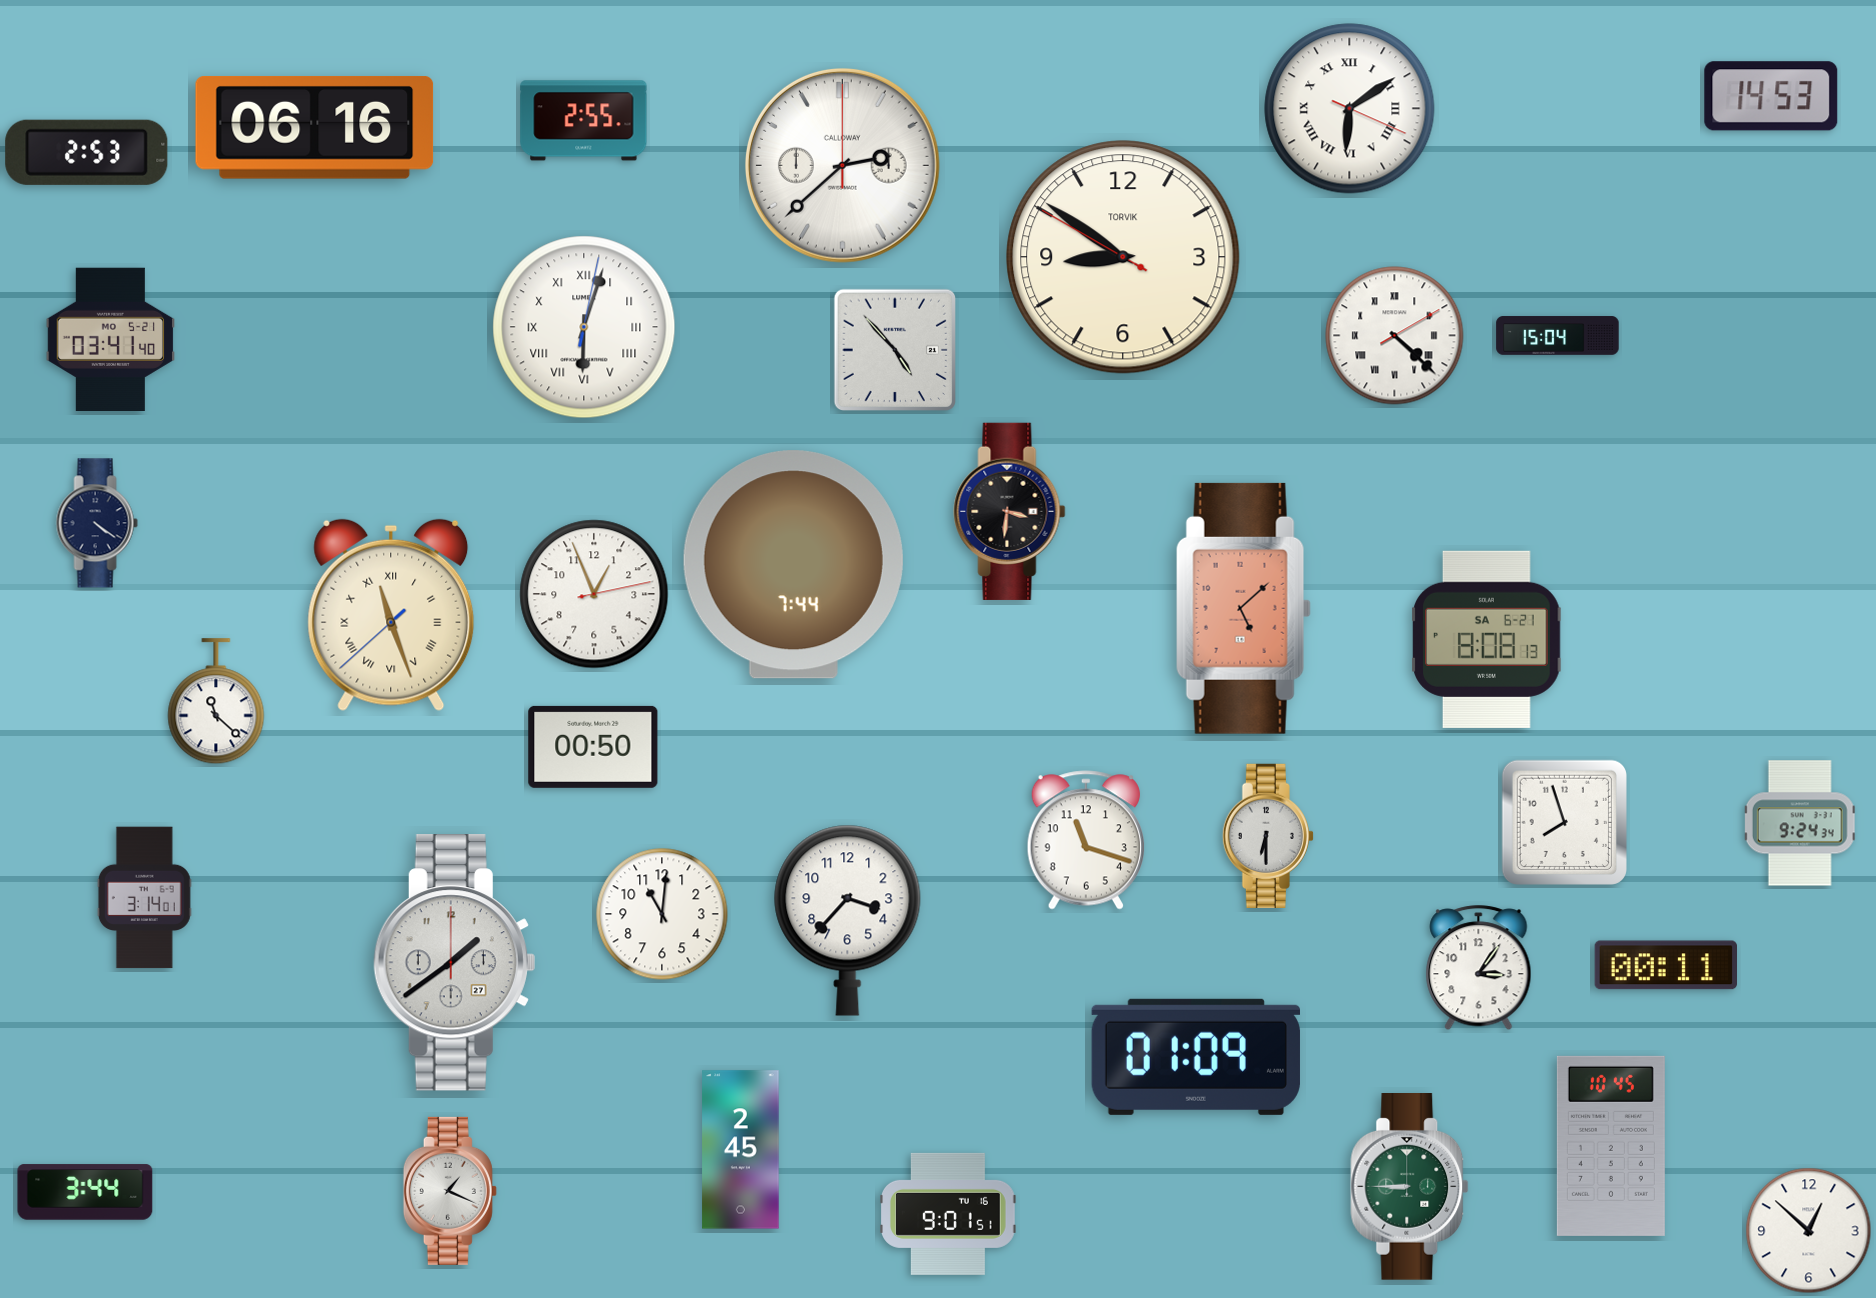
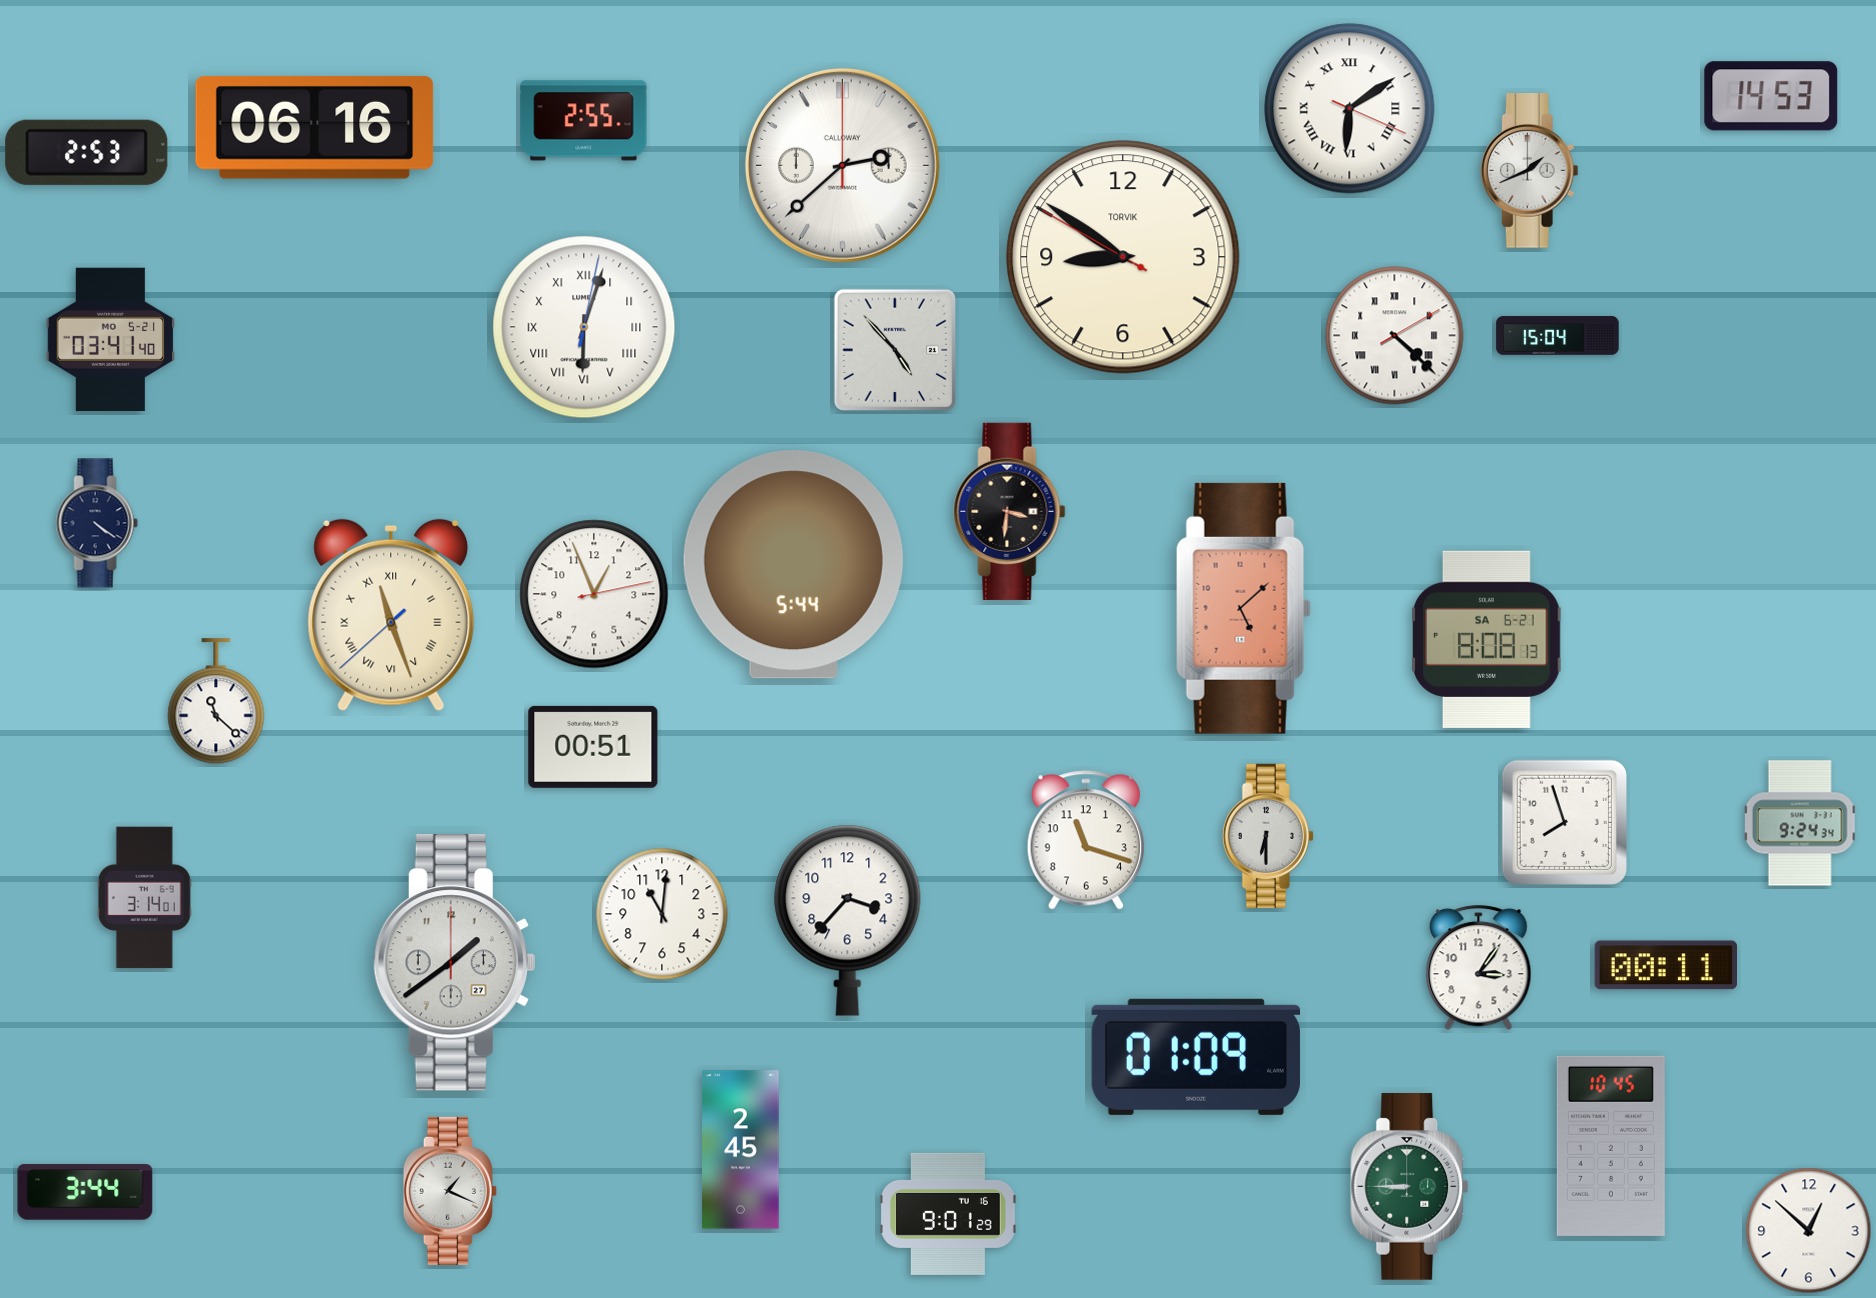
clock at (1529, 171): none -> 1:41
clock at (793, 565): 7:44 -> 5:44
clock at (593, 747): 00:50 -> 00:51
clock at (949, 1214): 9:01:51 -> 9:01:29
